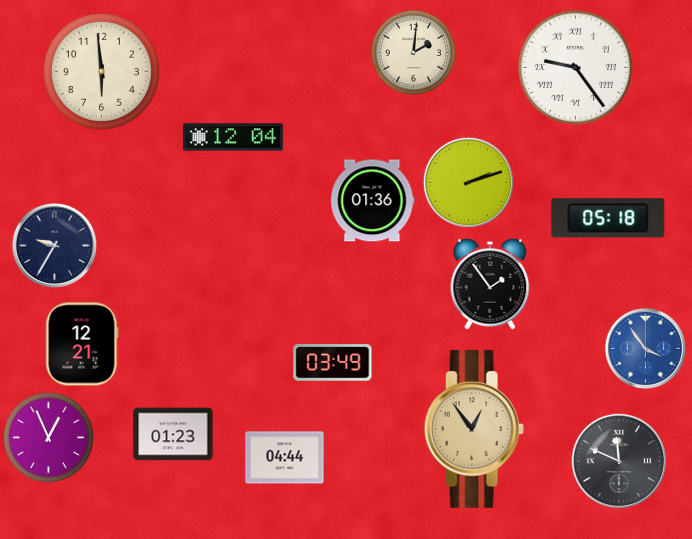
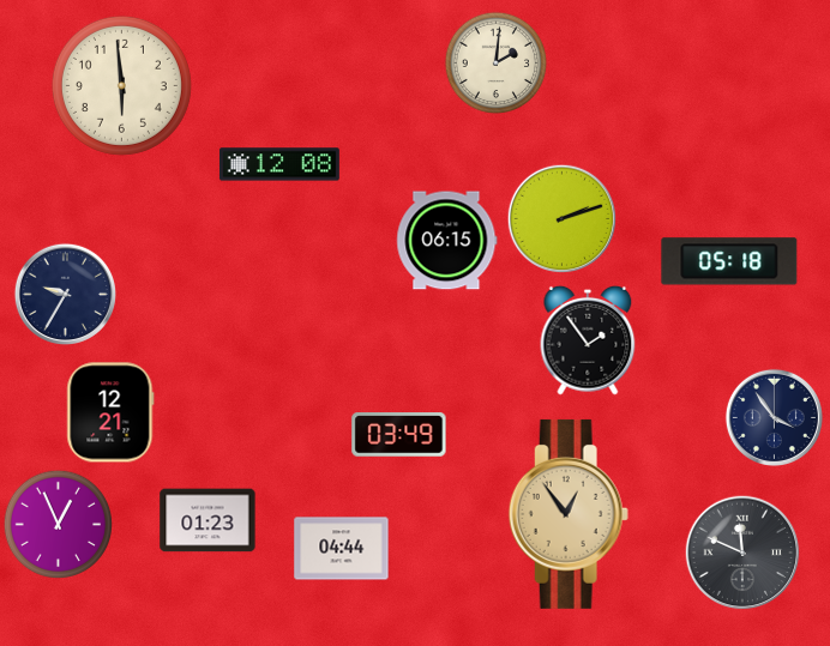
clock at (575, 67): 9:24 -> none
clock at (233, 137): 12:04 -> 12:08
clock at (373, 201): 01:36 -> 06:15
clock at (82, 344) position: (82, 344) -> (110, 412)
clock at (645, 348) dial: blue -> navy
